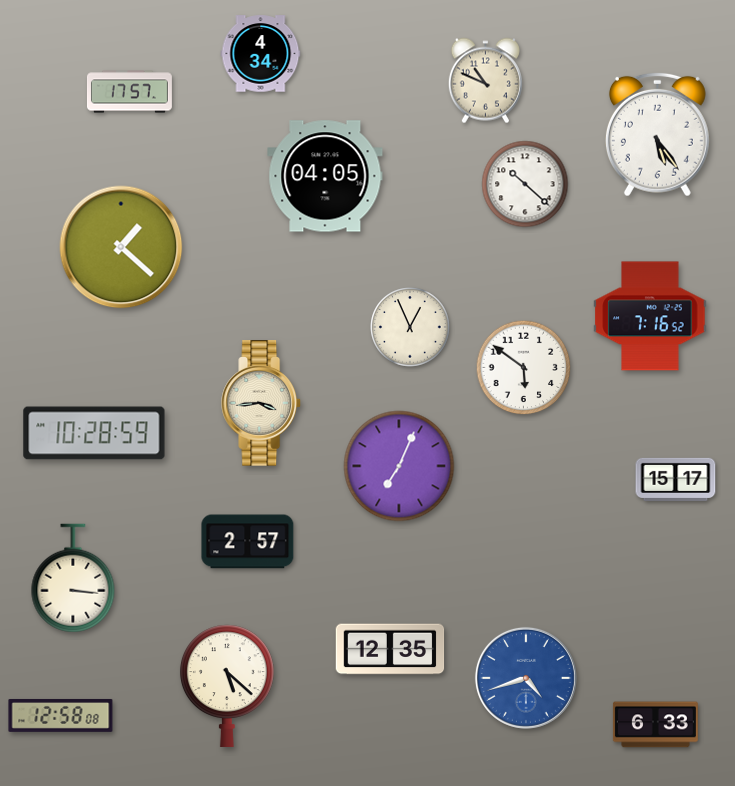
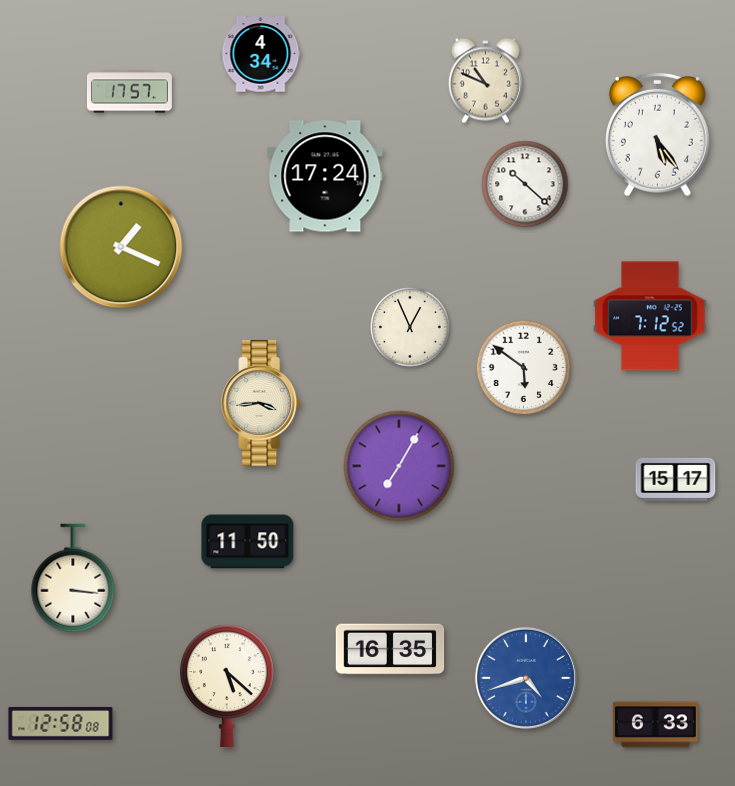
clock at (325, 176): 04:05 -> 17:24
clock at (121, 247): 1:22 -> 1:19
clock at (650, 316): 7:16 -> 7:12
clock at (94, 433): 10:28 -> none
clock at (399, 466): 7:04 -> 7:05
clock at (248, 542): 2:57 -> 11:50
clock at (390, 649): 12:35 -> 16:35
clock at (61, 715) position: (61, 715) -> (61, 723)
